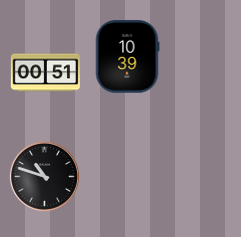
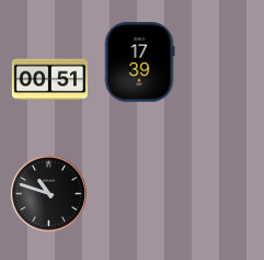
clock at (127, 57): 10:39 -> 17:39
